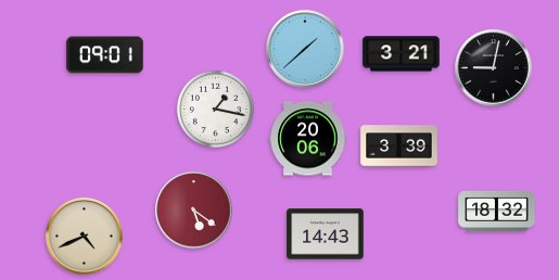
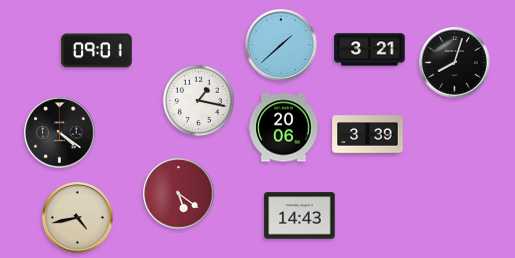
clock at (494, 68): 9:02 -> 8:03
clock at (60, 133): none -> 4:21
clock at (497, 211): 18:32 -> none
clock at (85, 237): 4:41 -> 4:43
